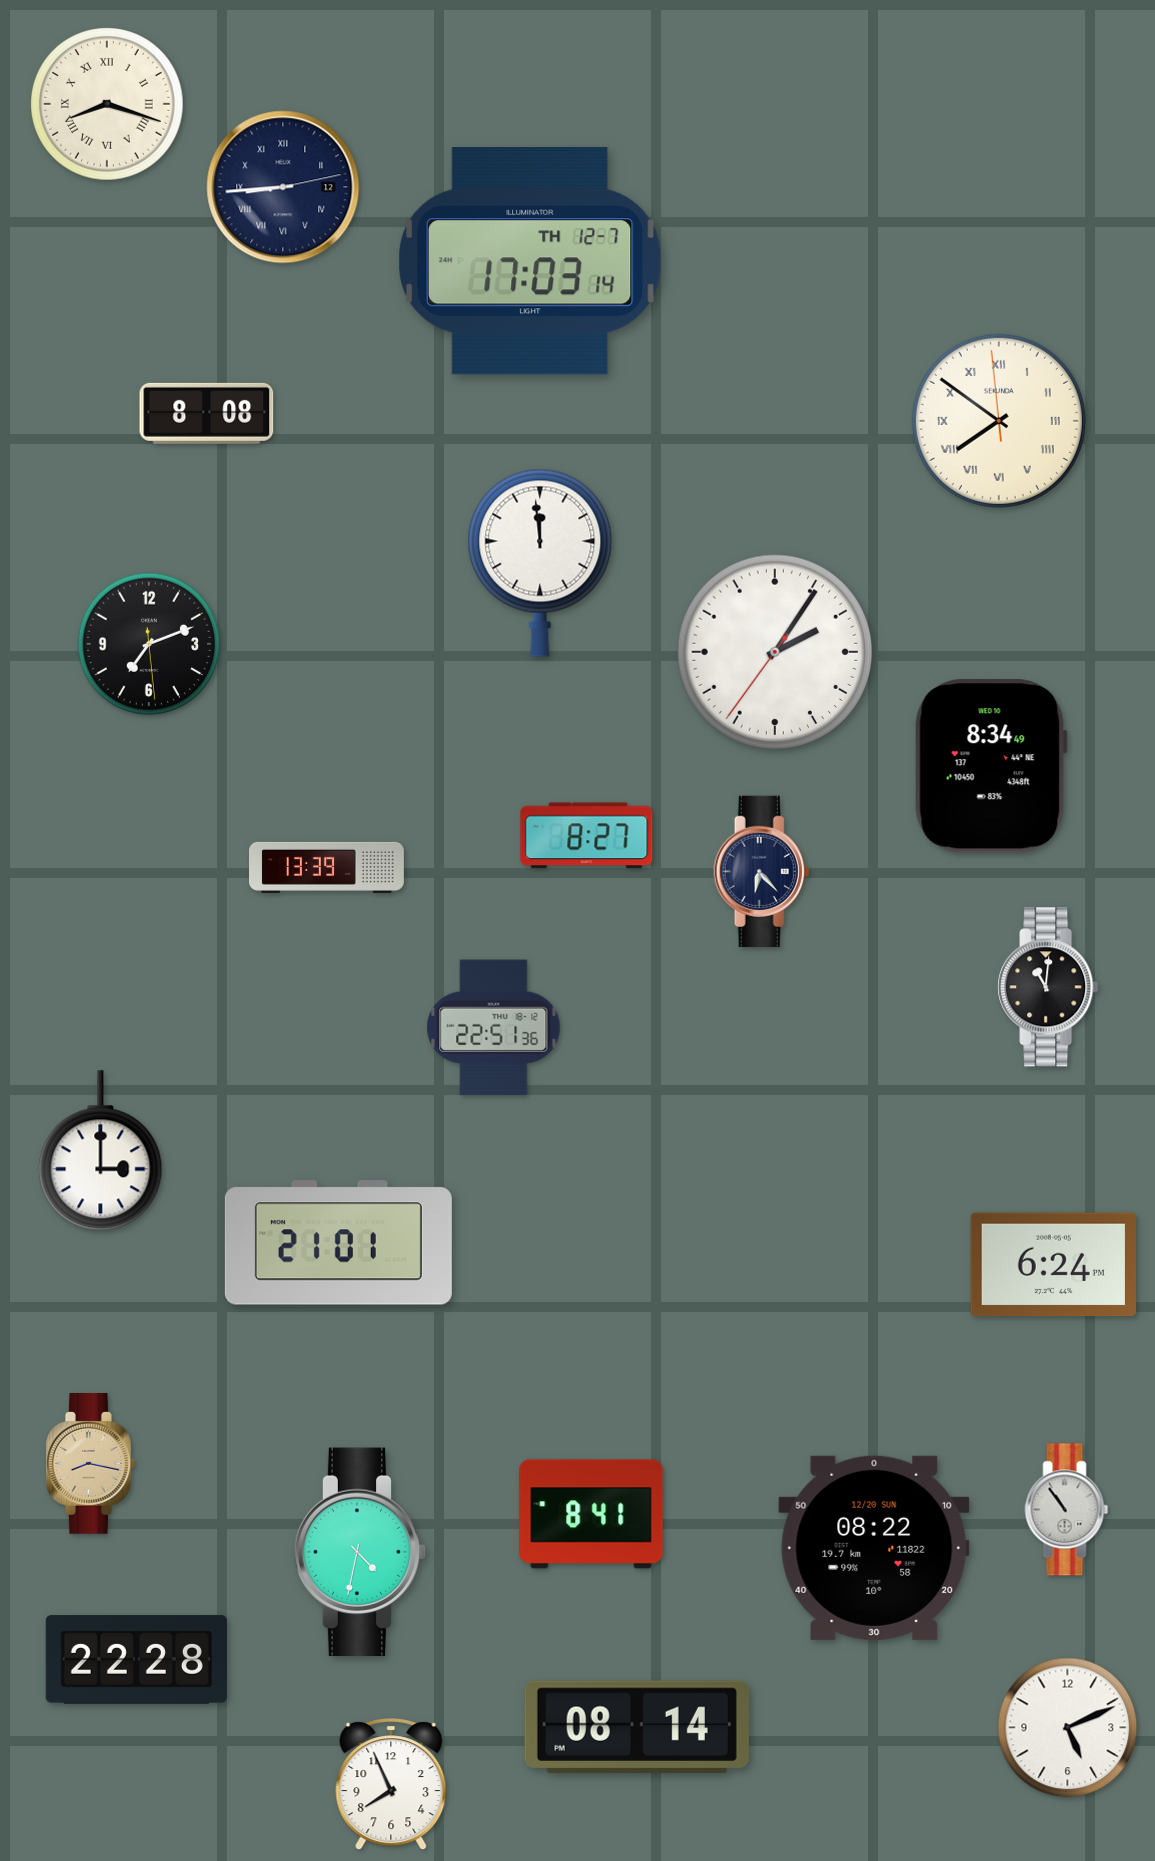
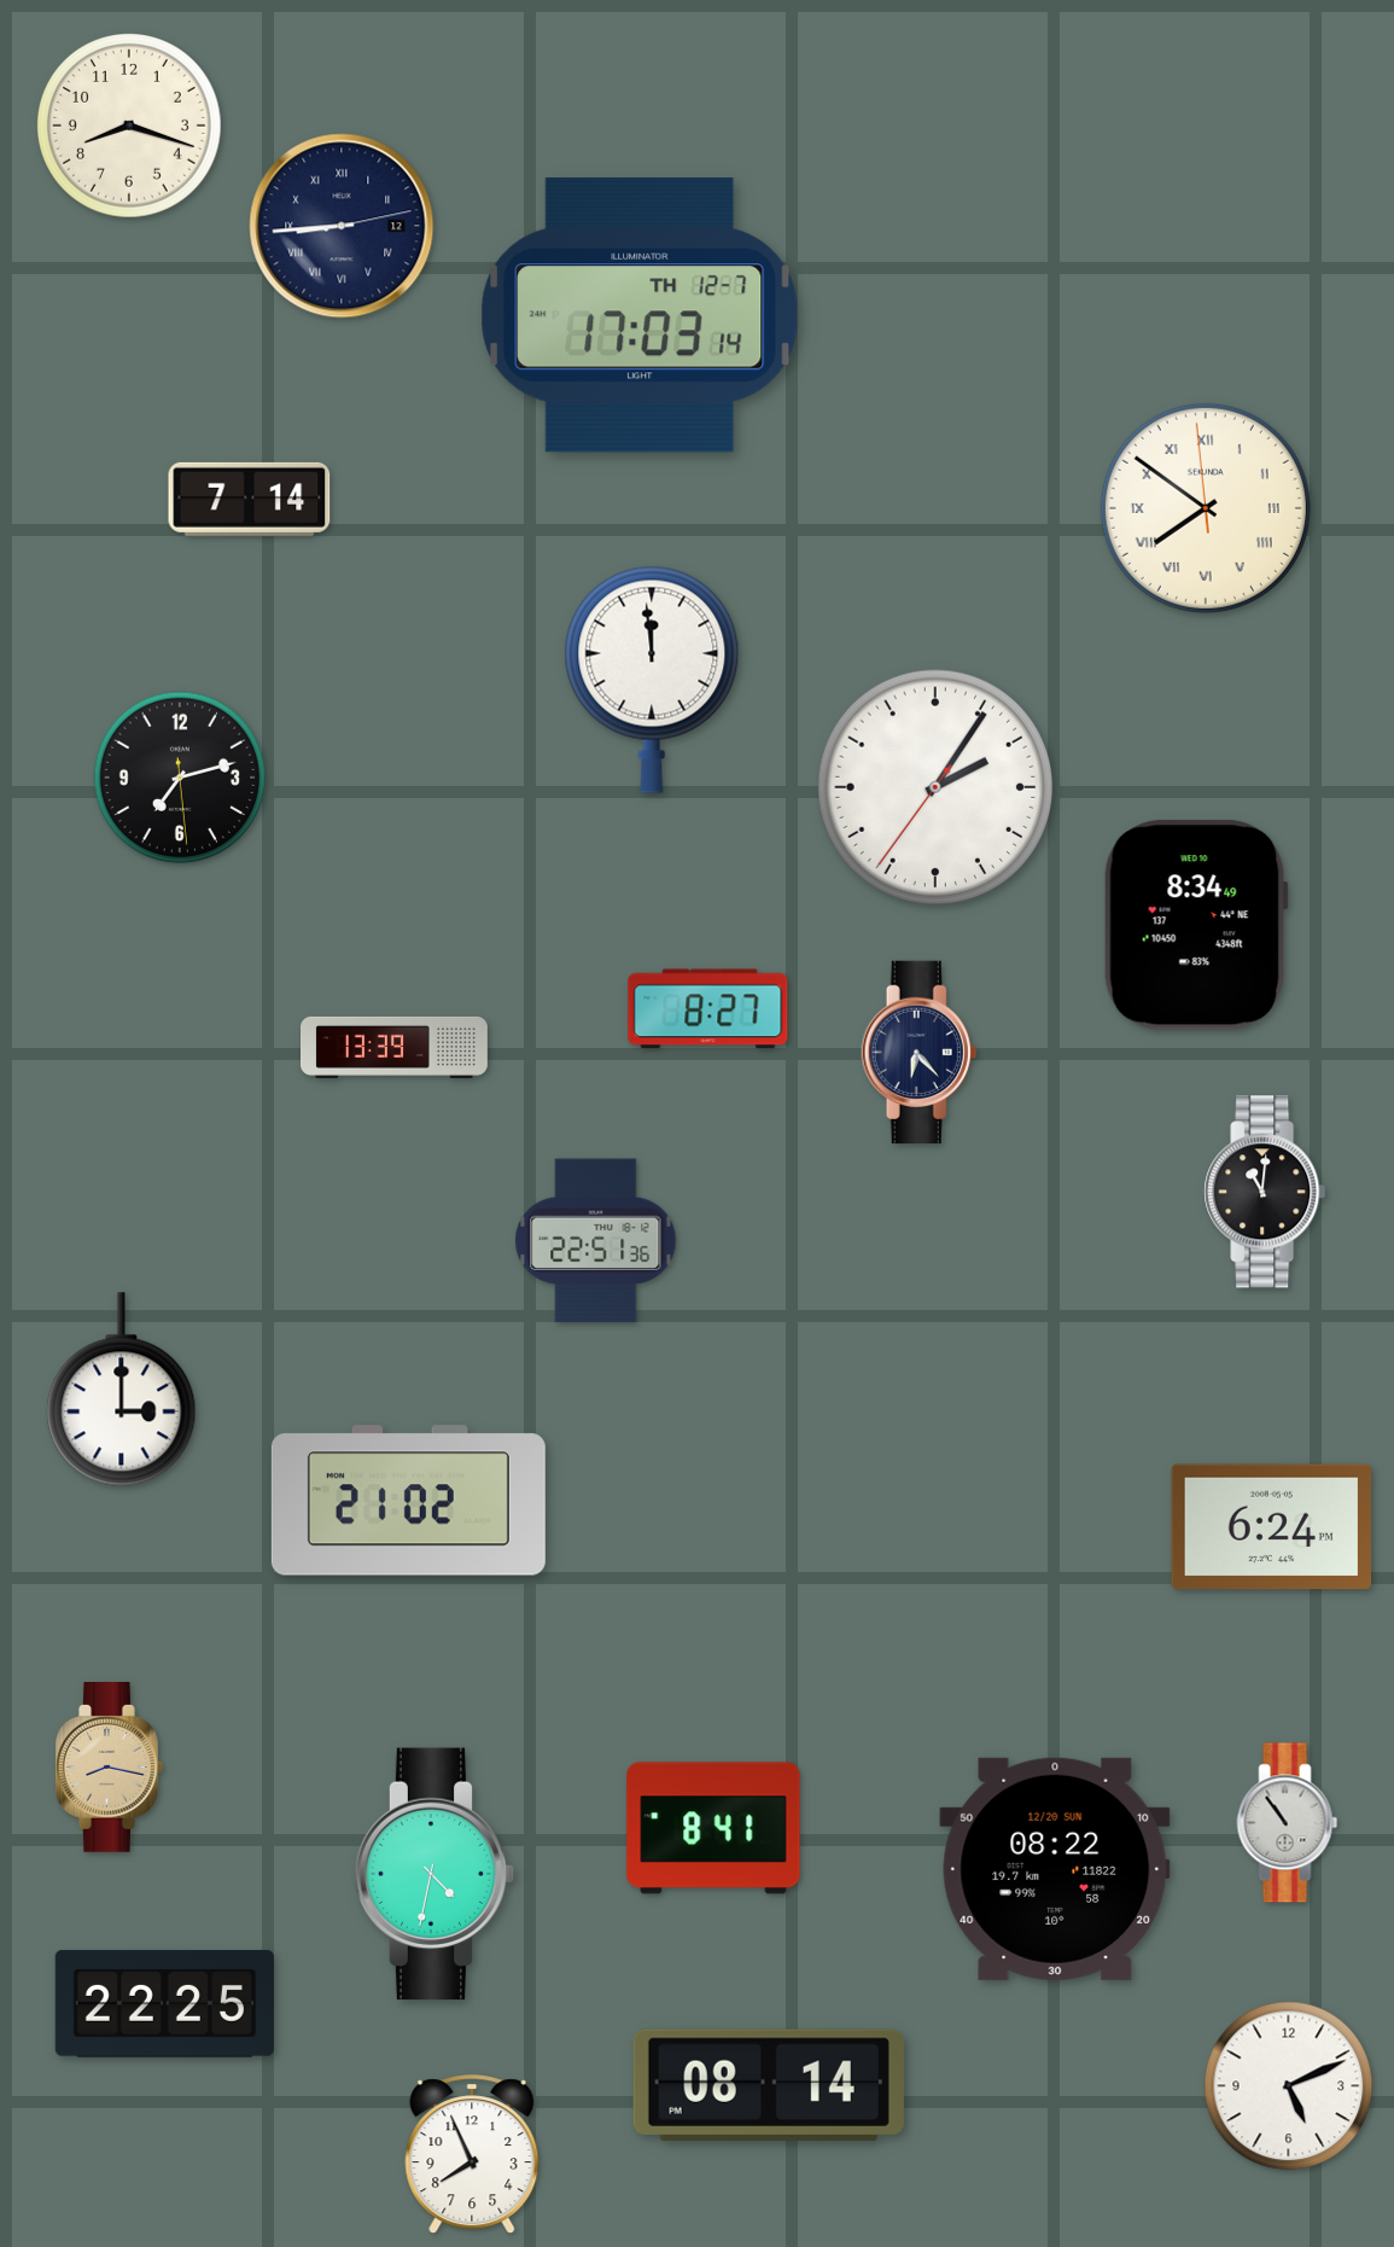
clock at (108, 105) numerals: Roman -> Arabic
clock at (207, 413): 8:08 -> 7:14
clock at (149, 644): 7:11 -> 7:12
clock at (338, 1243): 21:01 -> 21:02
clock at (136, 1660): 22:28 -> 22:25
